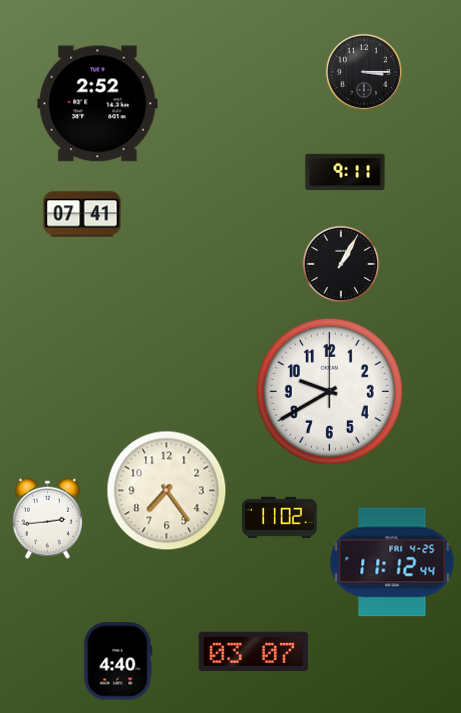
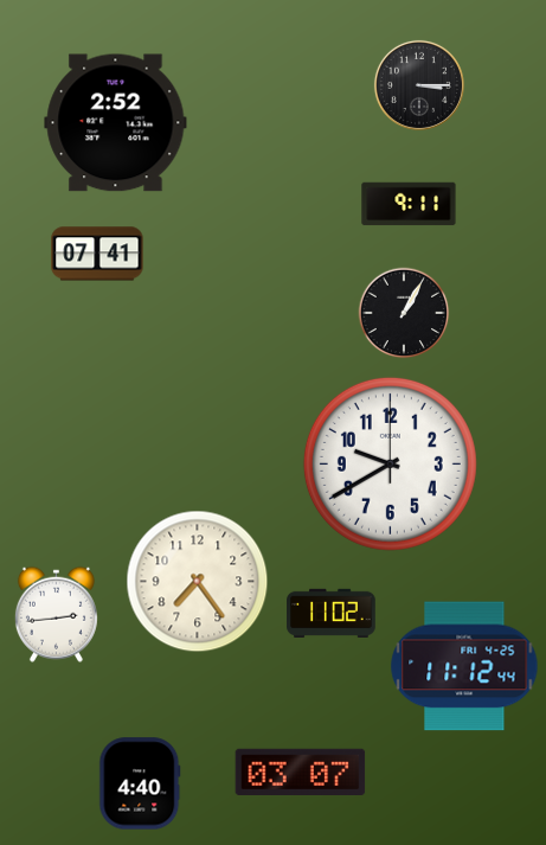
clock at (364, 72) position: (364, 72) -> (419, 85)
